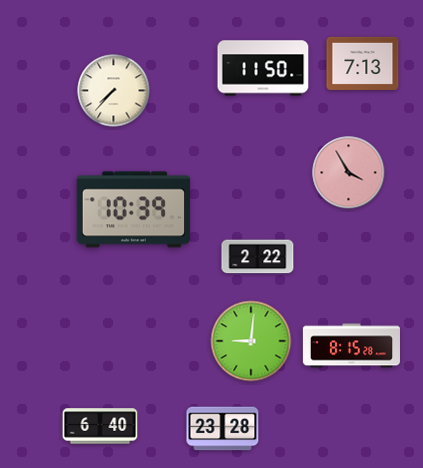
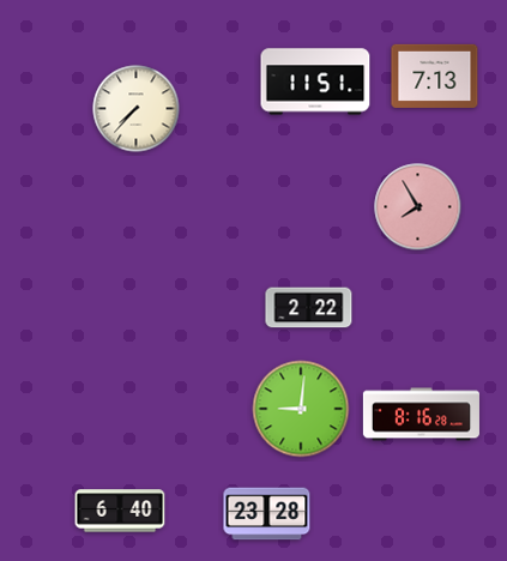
clock at (263, 68): 11:50 -> 11:51
clock at (349, 173): 3:55 -> 7:55
clock at (134, 210): 10:39 -> none
clock at (351, 346): 8:15 -> 8:16
